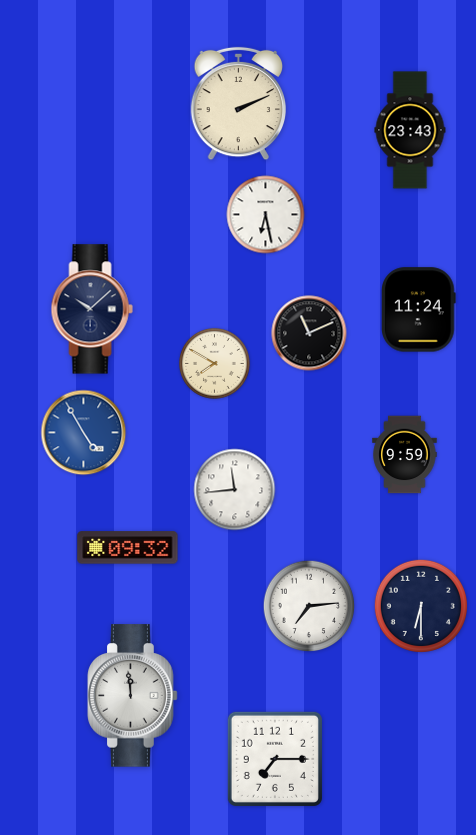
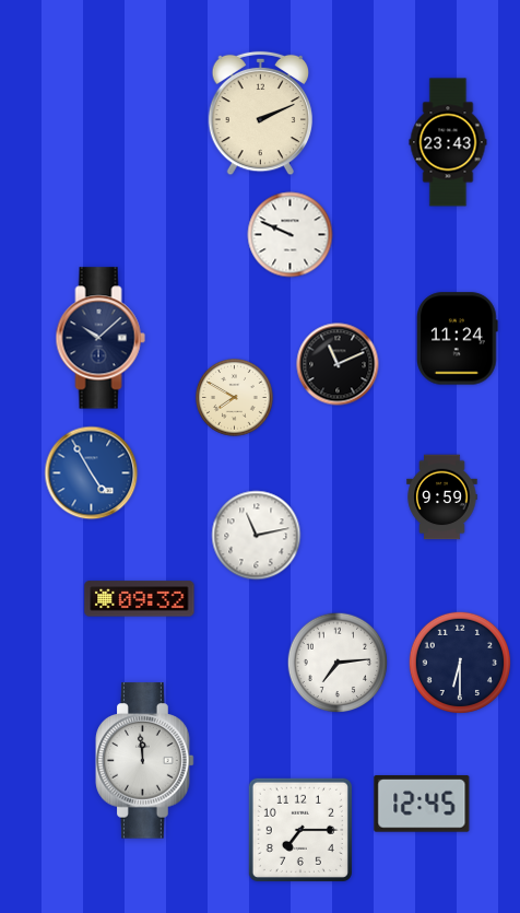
clock at (266, 215): 6:28 -> 9:49
clock at (235, 490): 11:44 -> 11:13
clock at (422, 805): none -> 12:45
